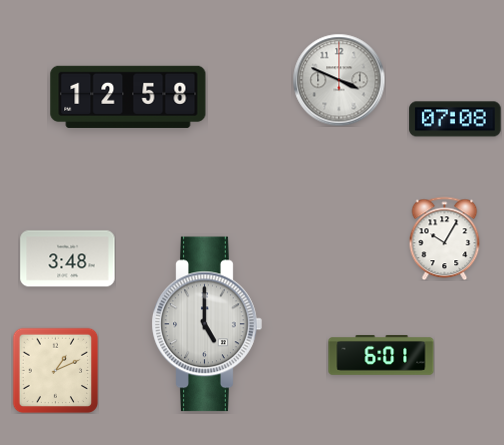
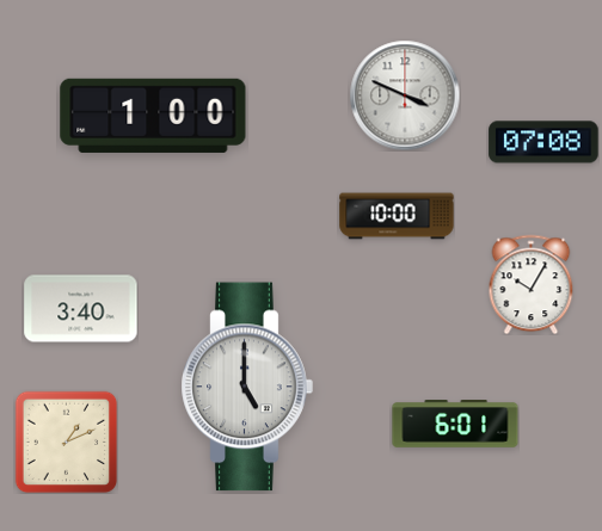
clock at (128, 97): 12:58 -> 1:00
clock at (397, 216): none -> 10:00
clock at (68, 259): 3:48 -> 3:40
